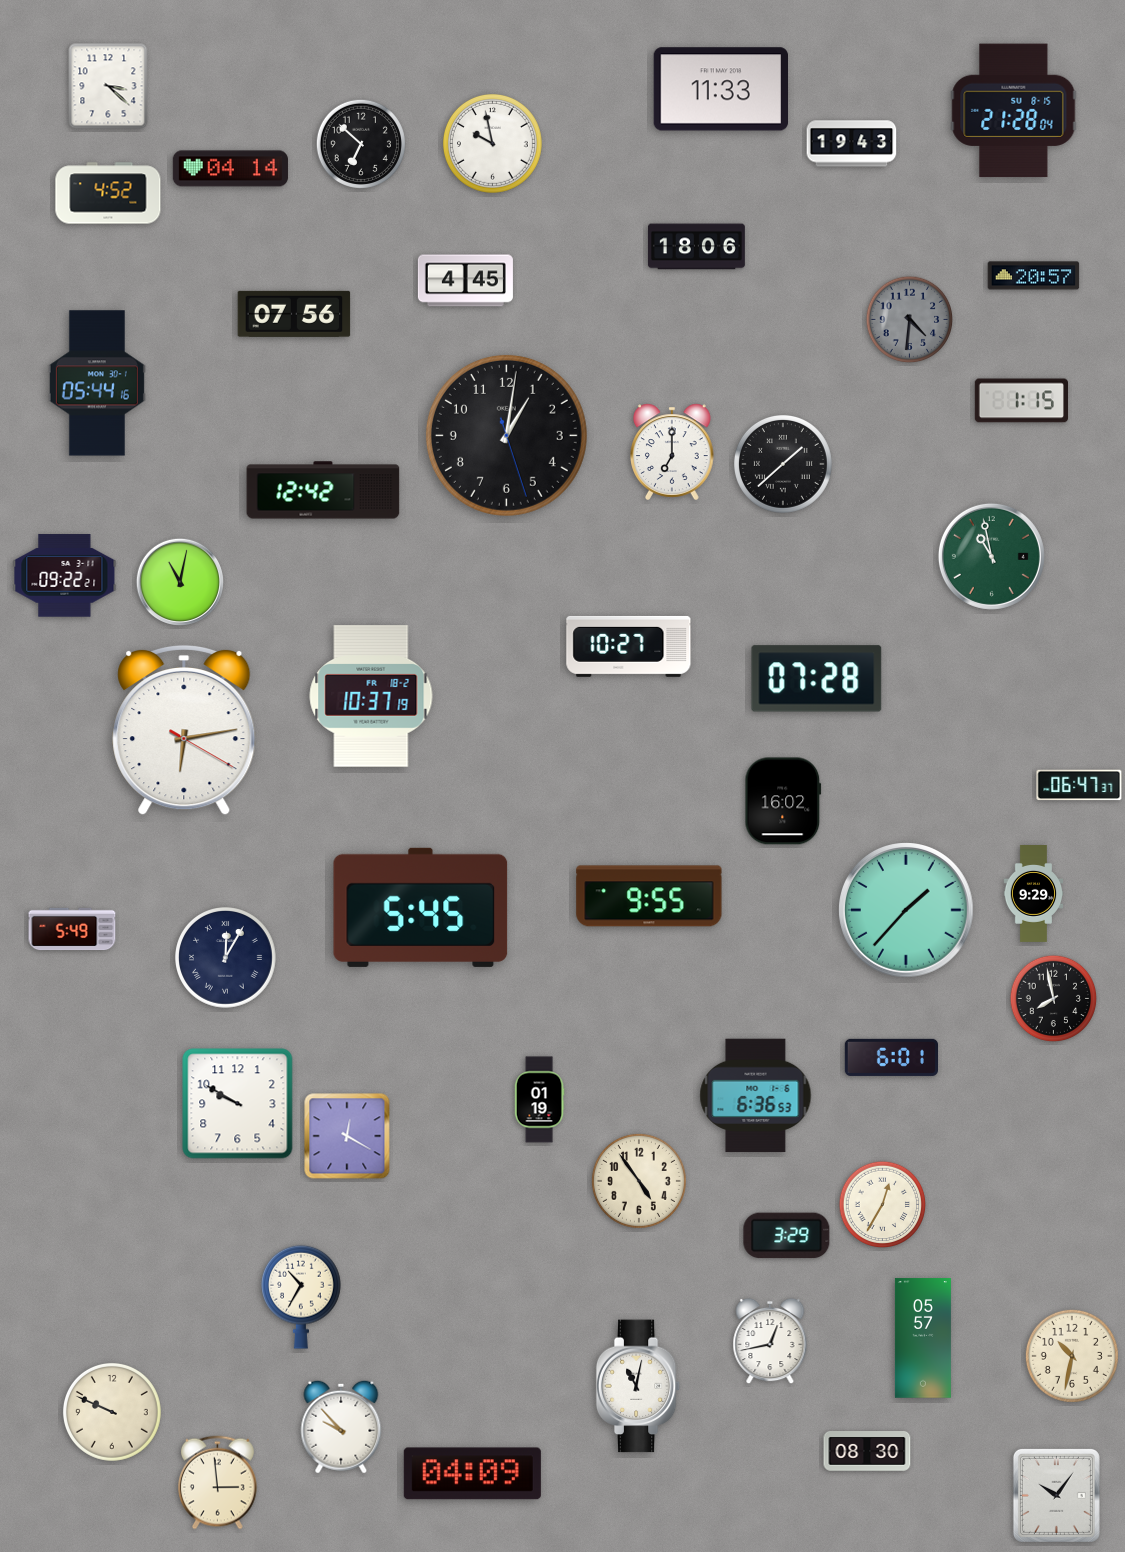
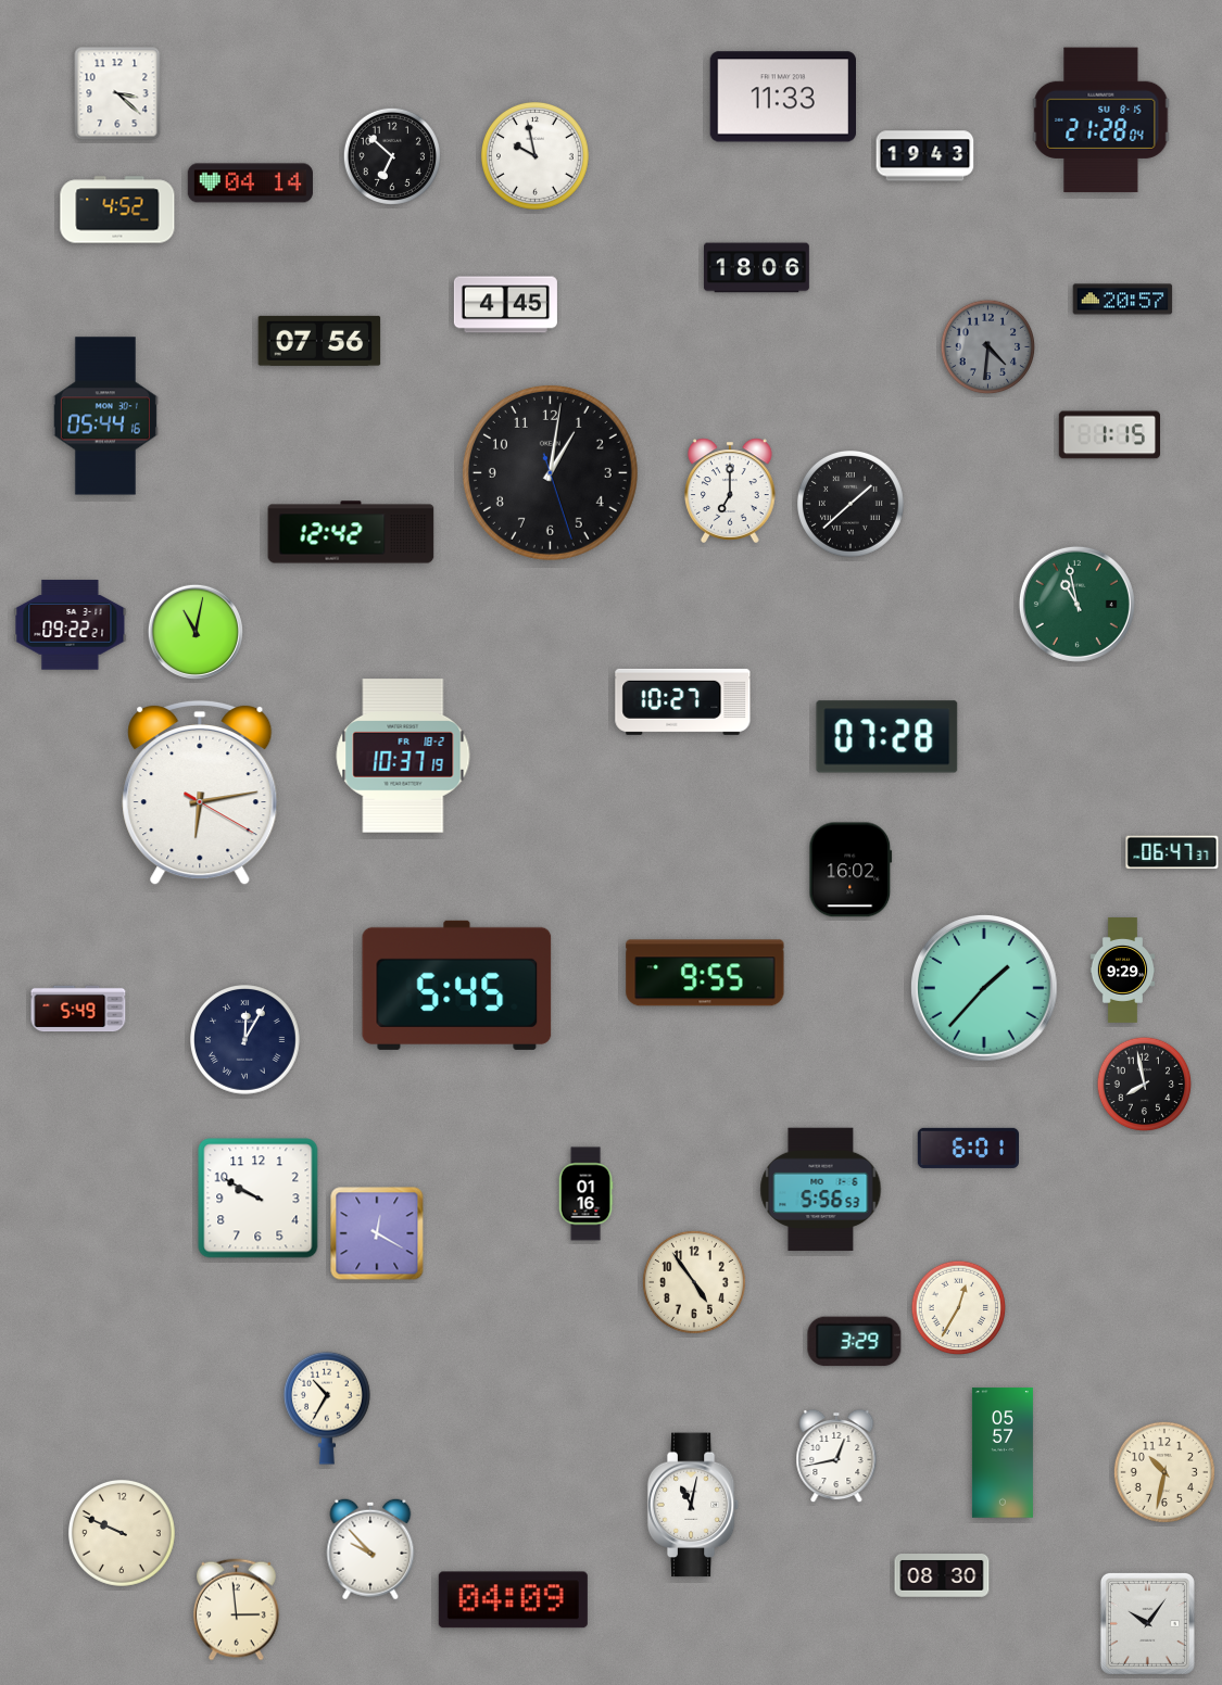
clock at (756, 1096): 6:36 -> 5:56
clock at (539, 1100): 01:19 -> 01:16
